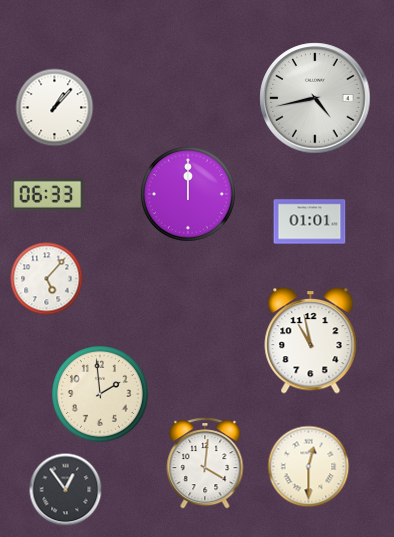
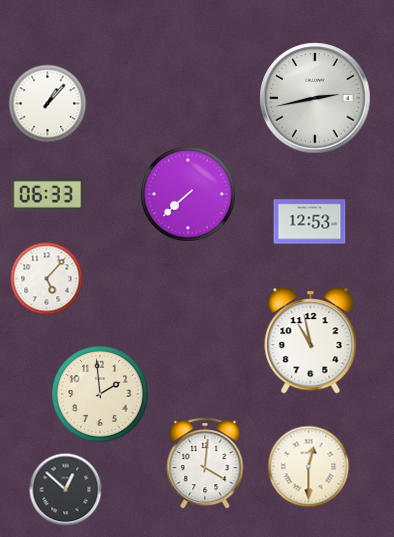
clock at (315, 98): 4:43 -> 2:43
clock at (55, 108) position: (55, 108) -> (48, 104)
clock at (188, 194): 12:00 -> 7:38
clock at (310, 222): 01:01 -> 12:53
clock at (66, 490): 12:54 -> 12:52
